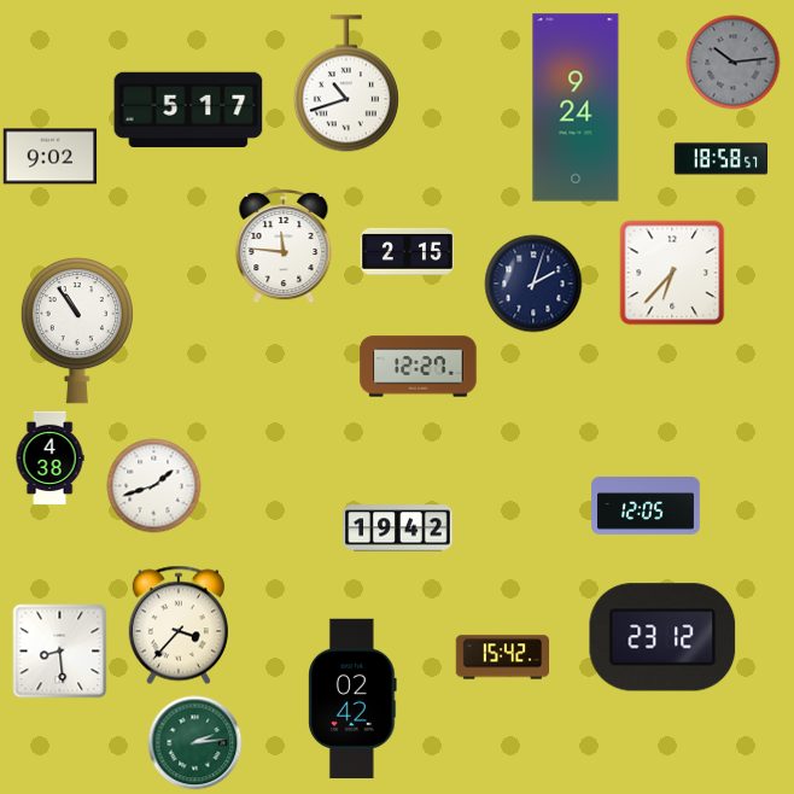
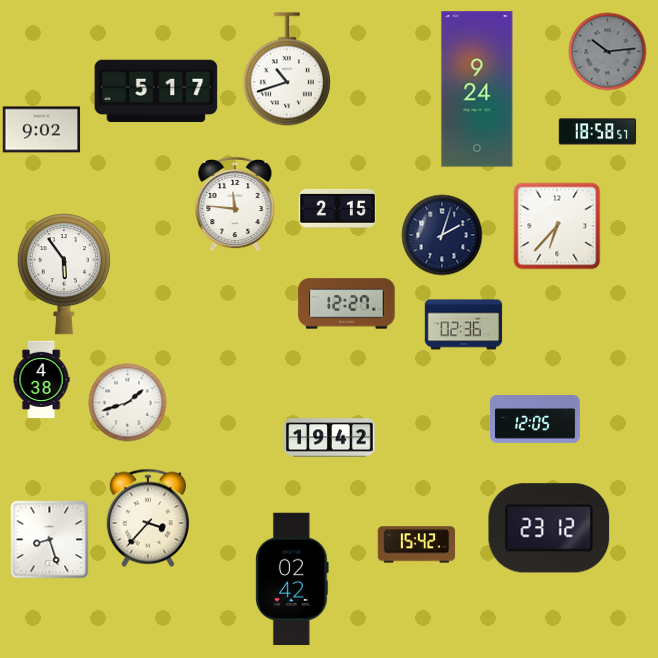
clock at (77, 331): 10:54 -> 5:54
clock at (463, 325): none -> 02:36
clock at (59, 650): 8:29 -> 8:27
clock at (194, 742): 2:14 -> none
